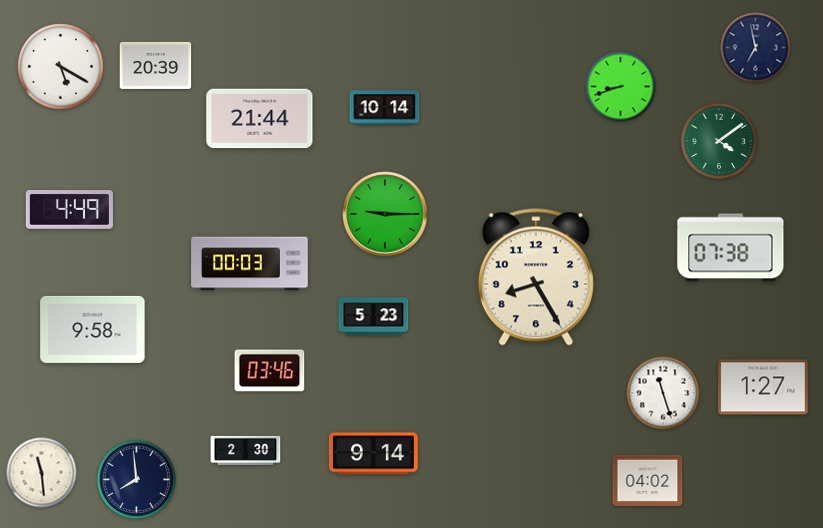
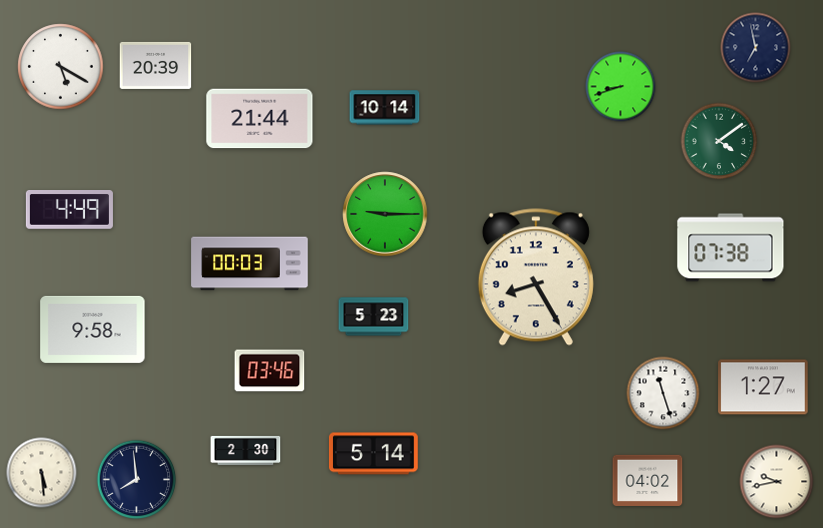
clock at (374, 454): 9:14 -> 5:14
clock at (42, 473): 11:29 -> 5:29
clock at (777, 482): none -> 9:43
